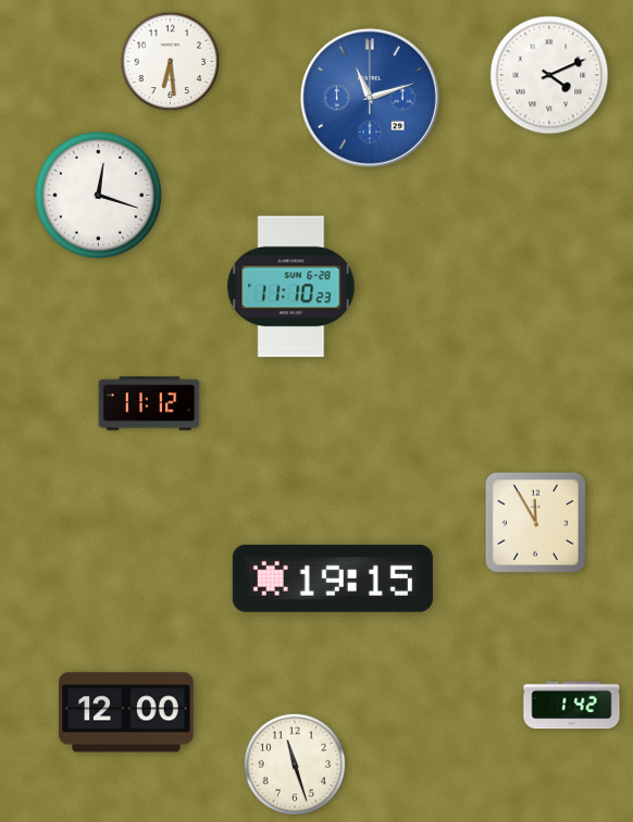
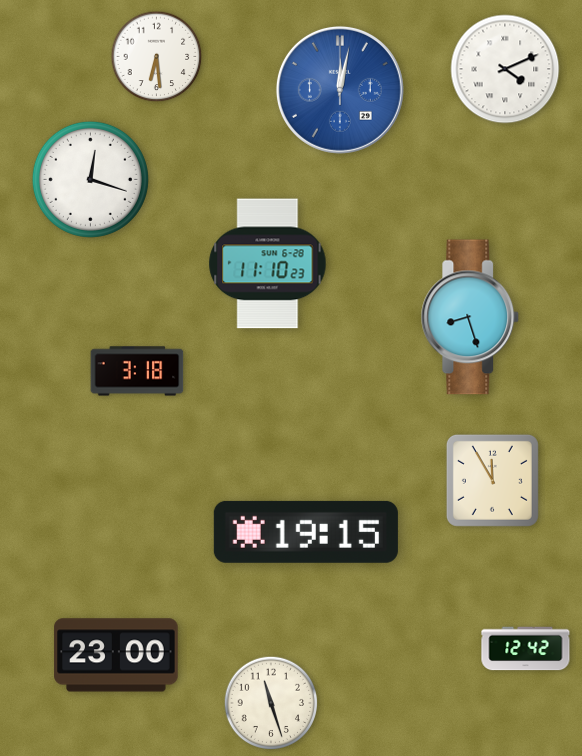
clock at (370, 98): 11:12 -> 12:02
clock at (470, 317): none -> 8:27
clock at (149, 403): 11:12 -> 3:18
clock at (572, 706): 1:42 -> 12:42
clock at (126, 712): 12:00 -> 23:00
